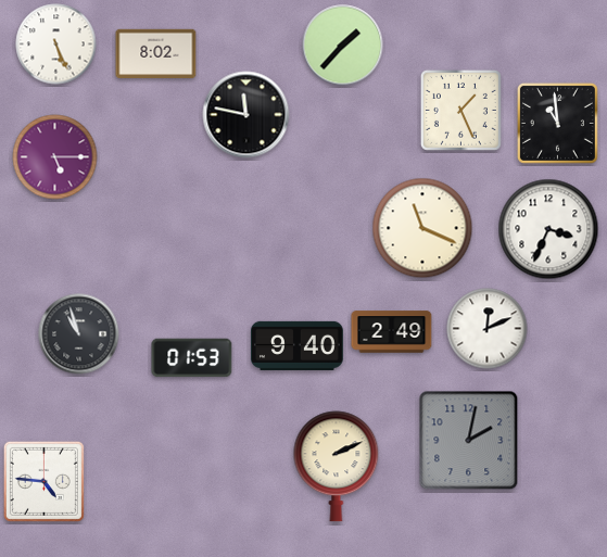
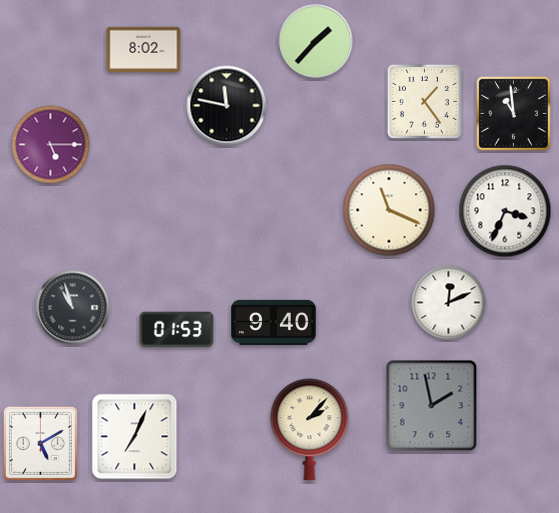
clock at (56, 45): 5:26 -> none
clock at (460, 110): 1:26 -> 1:24
clock at (392, 332): 2:49 -> none
clock at (296, 345) position: (296, 345) -> (273, 322)
clock at (469, 441): 2:02 -> 1:58
clock at (337, 467): 2:11 -> 2:07
clock at (135, 437): none -> 7:04
clock at (43, 481): 4:46 -> 5:10
